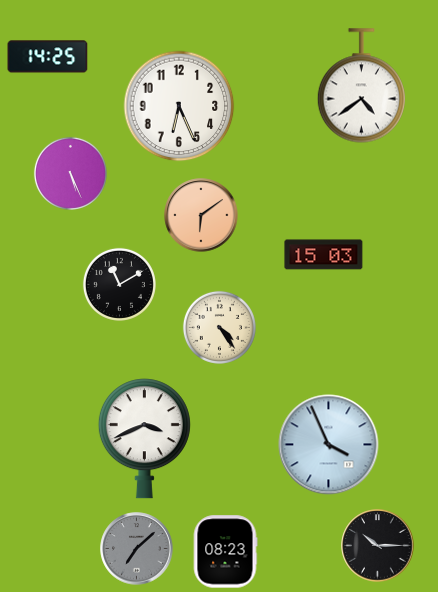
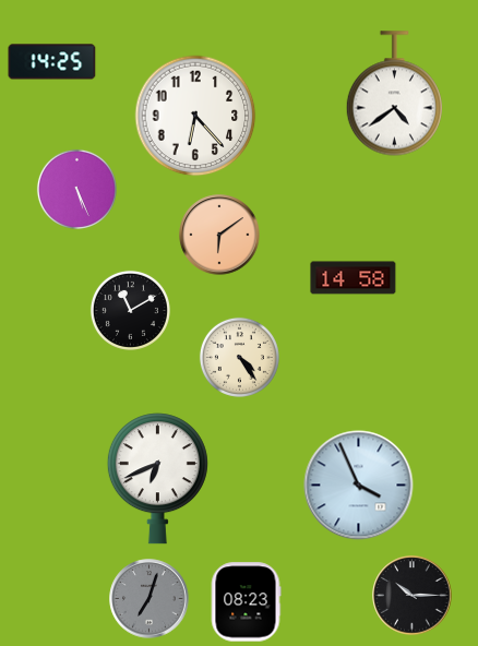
clock at (179, 106): 6:26 -> 6:23
clock at (324, 255): 15:03 -> 14:58
clock at (144, 439): 3:41 -> 6:41
clock at (137, 549): 7:08 -> 7:03
